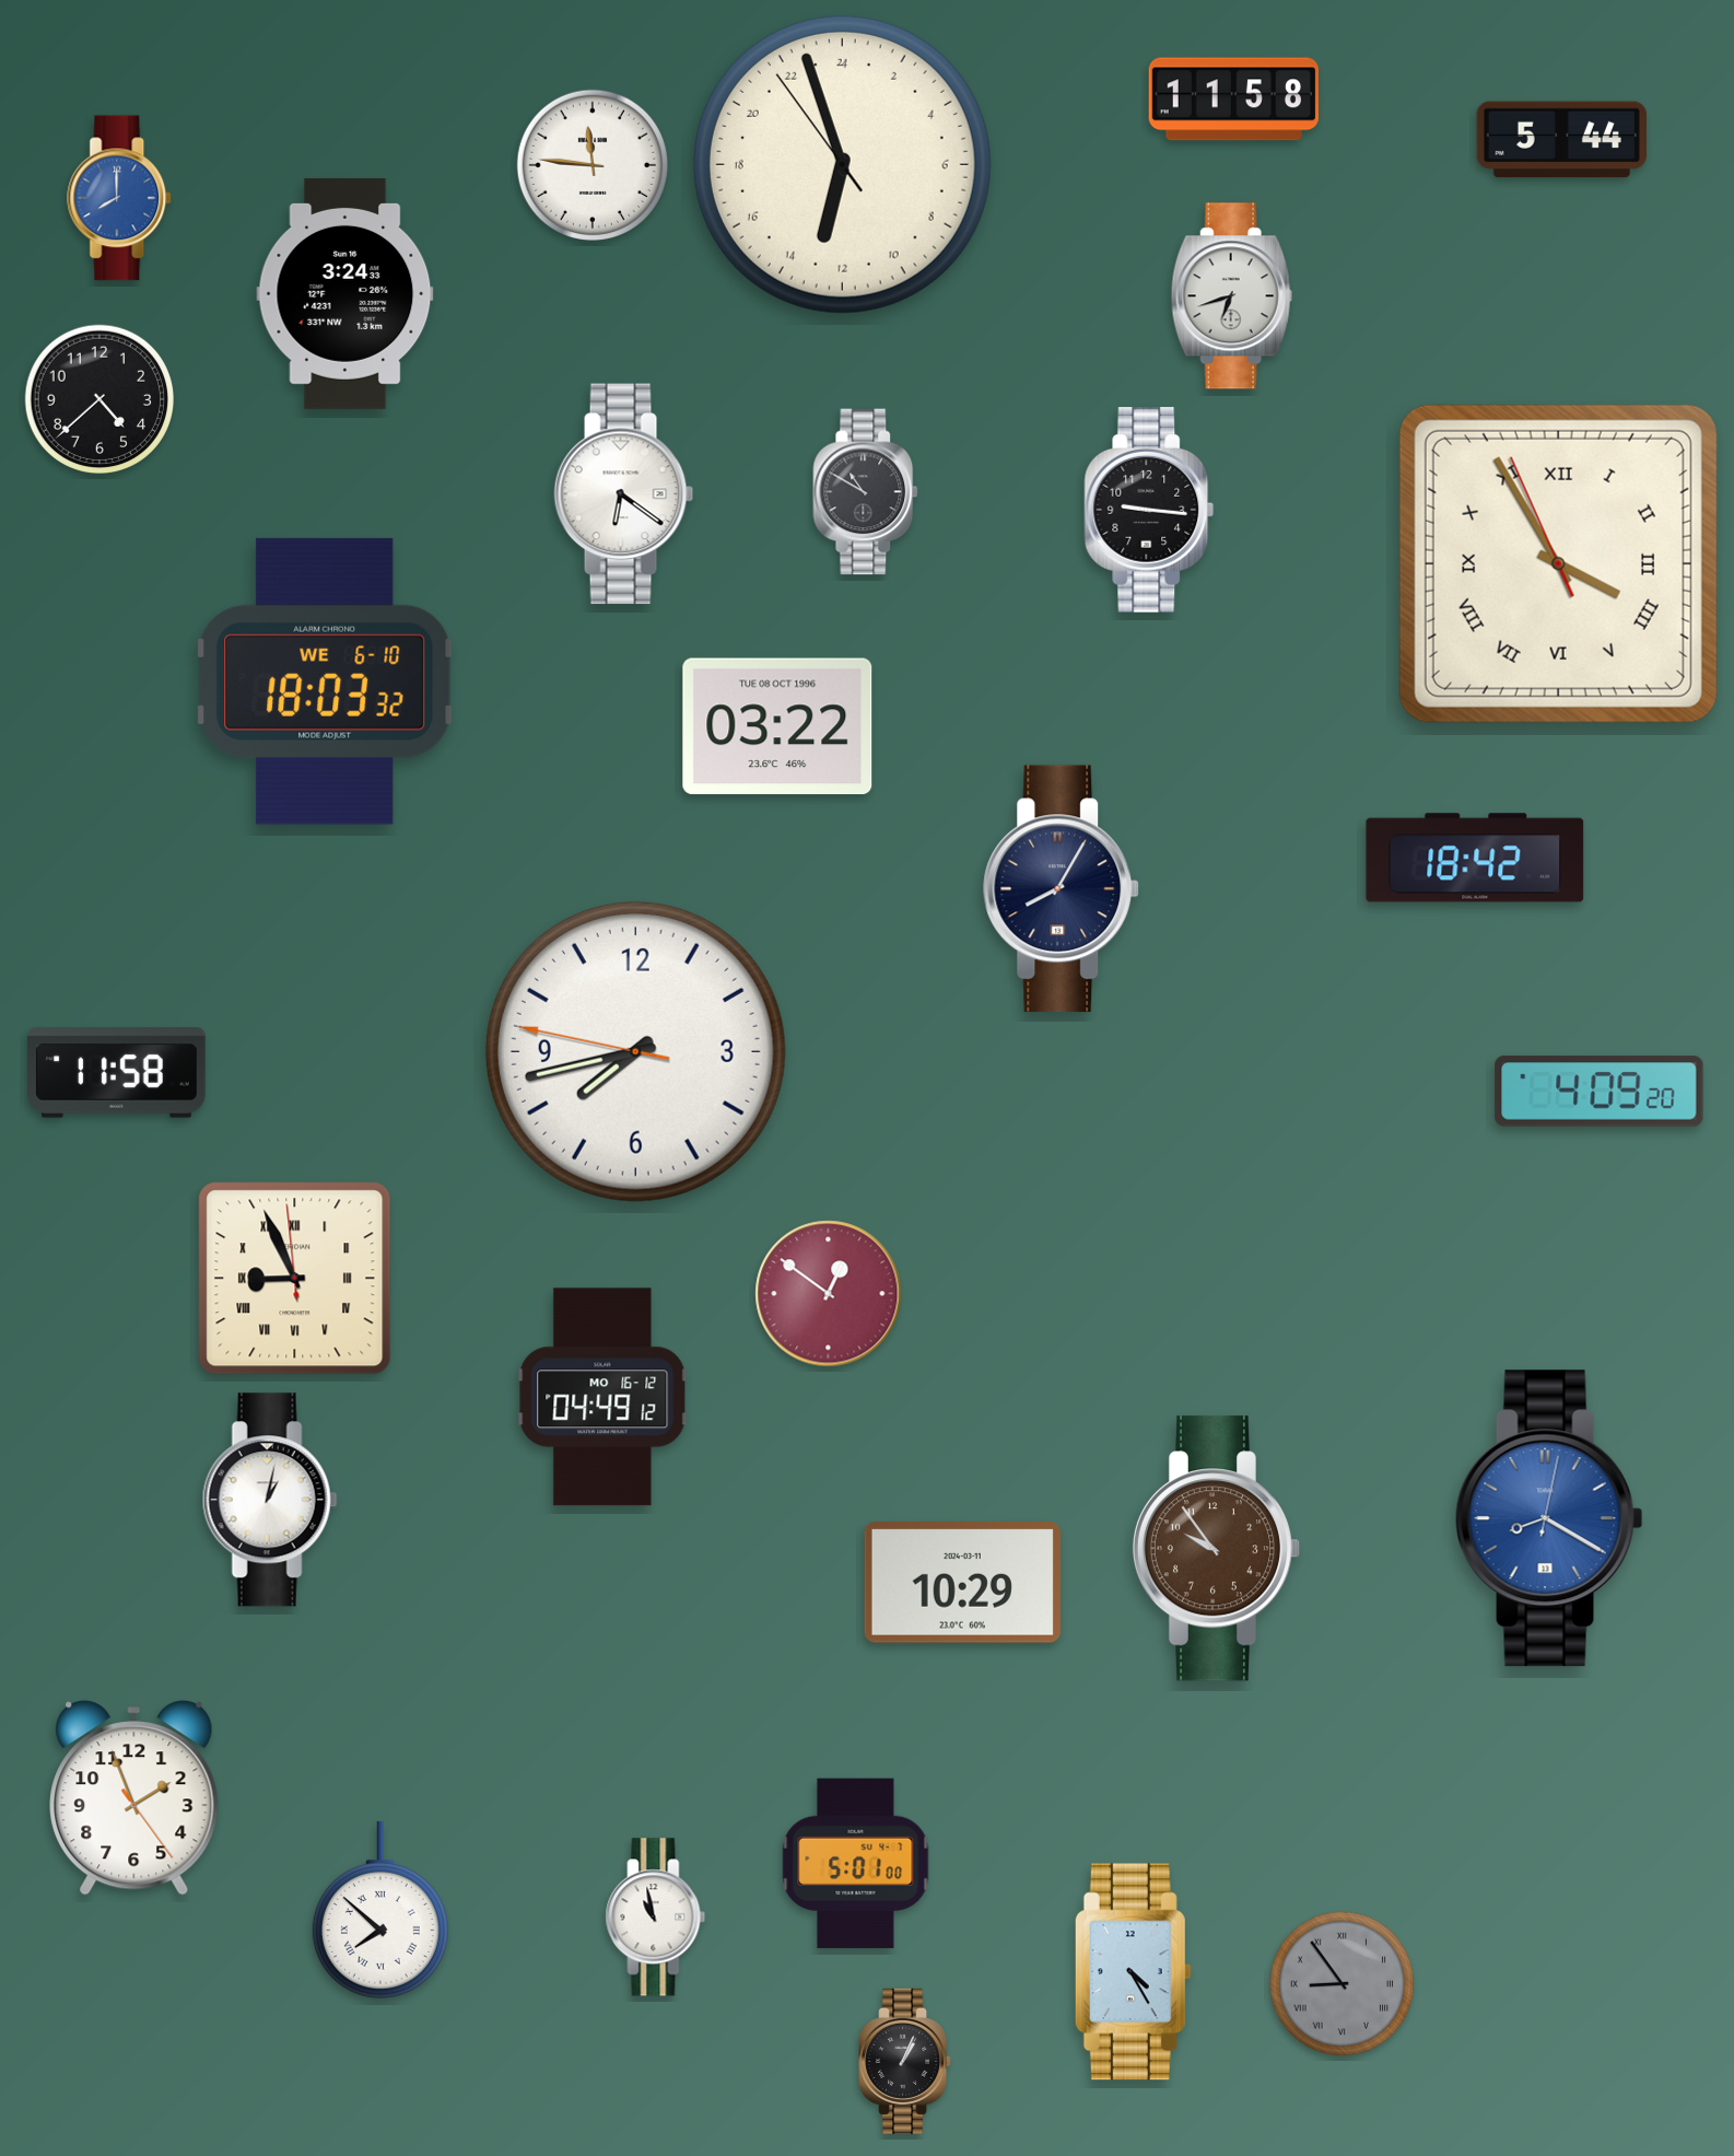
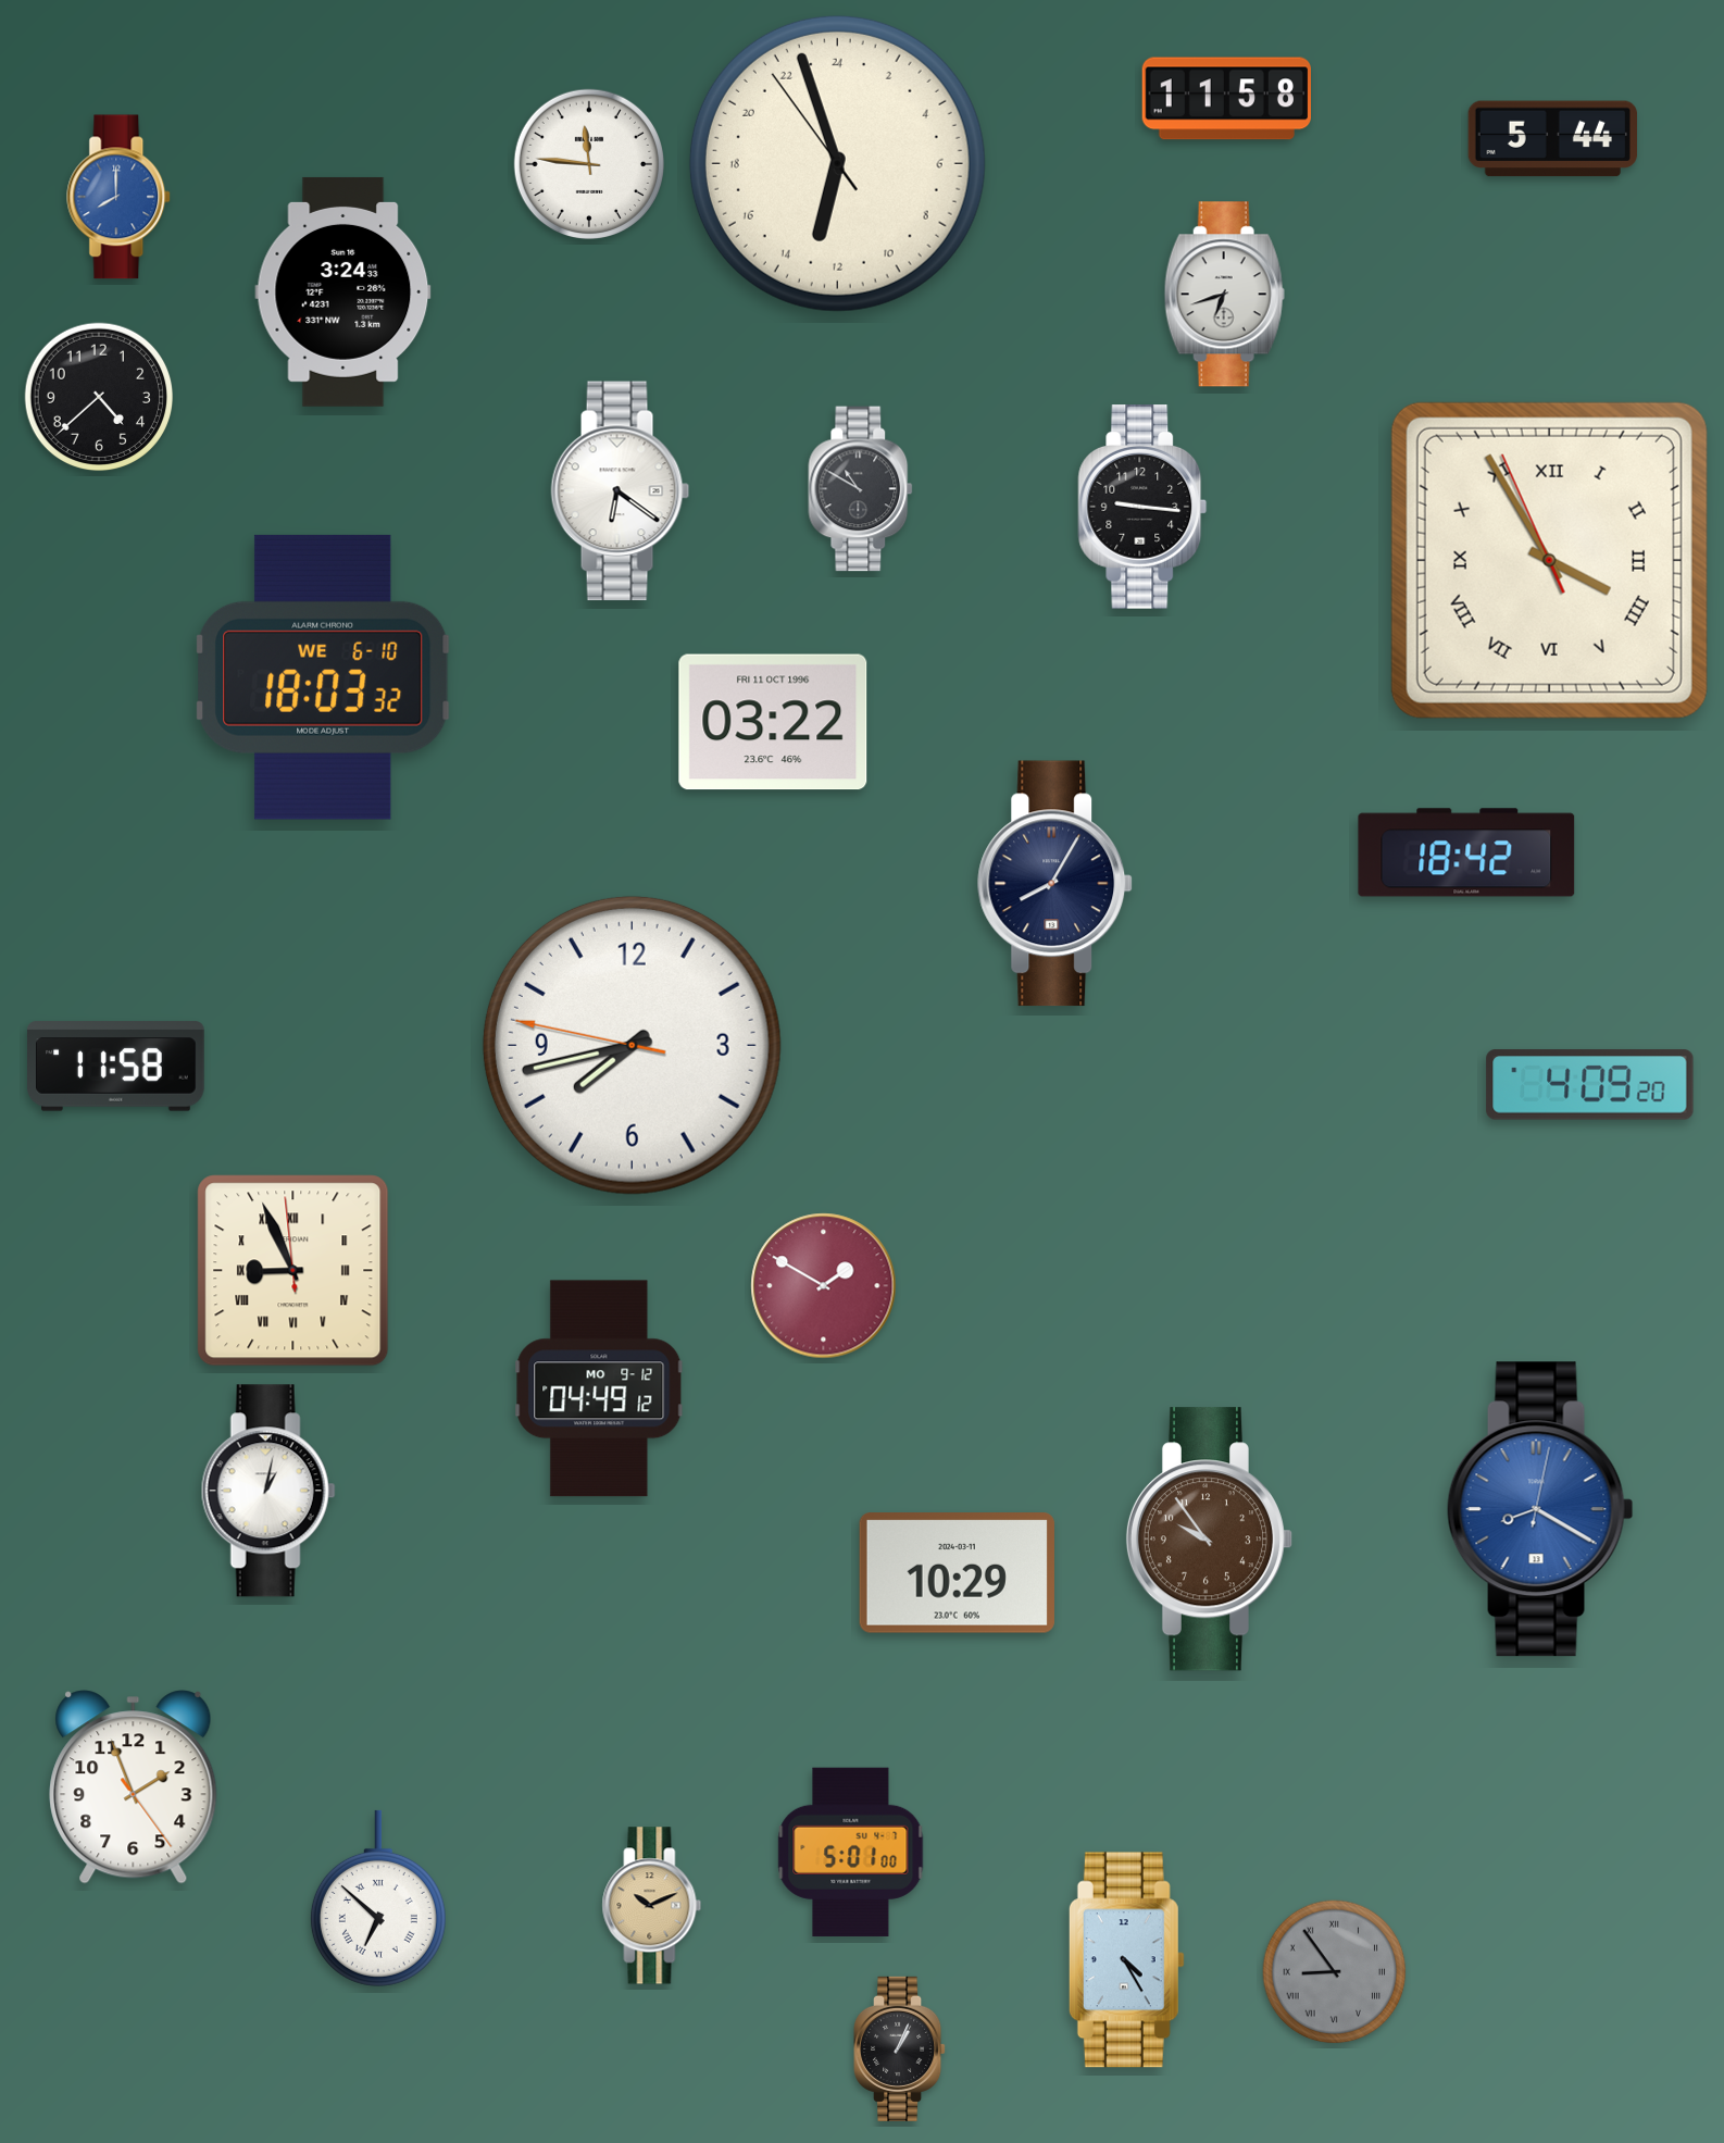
clock at (777, 726) date: TUE 08 OCT 1996 -> FRI 11 OCT 1996
clock at (829, 1294): 12:51 -> 1:50
clock at (602, 1397) date: MO 16-12 -> MO 9-12
clock at (380, 1910): 7:52 -> 6:52
clock at (656, 1918): 10:58 -> 10:11
clock at (656, 1918) dial: white -> champagne
